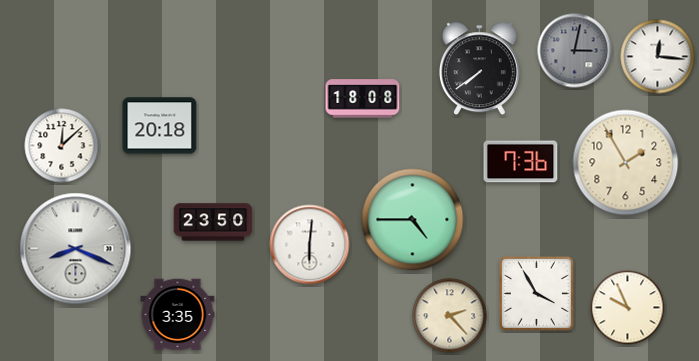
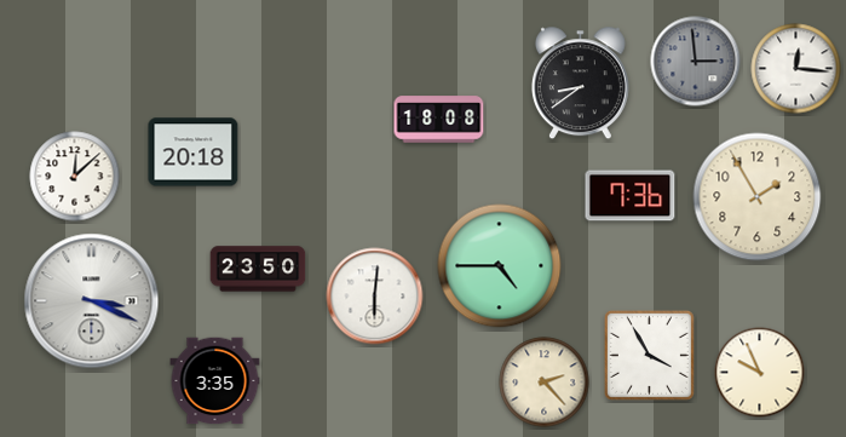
clock at (575, 51): 3:02 -> 2:59
clock at (479, 69): 7:39 -> 8:39
clock at (76, 249): 8:19 -> 3:19
